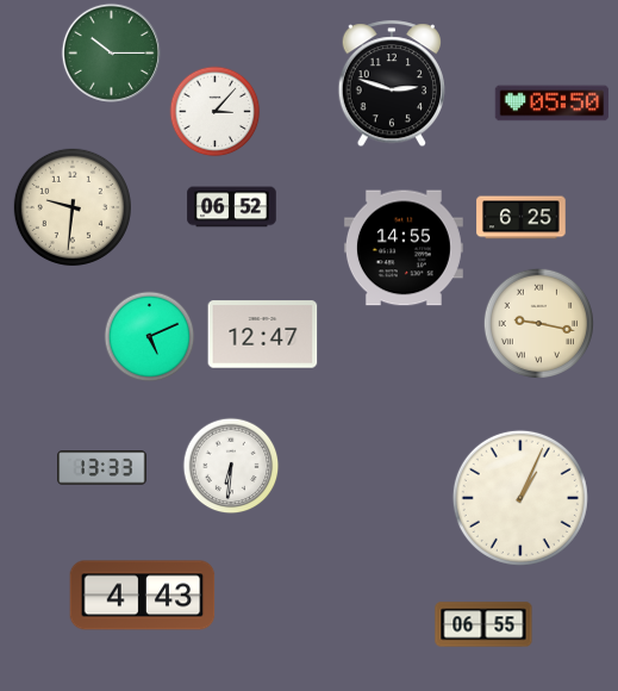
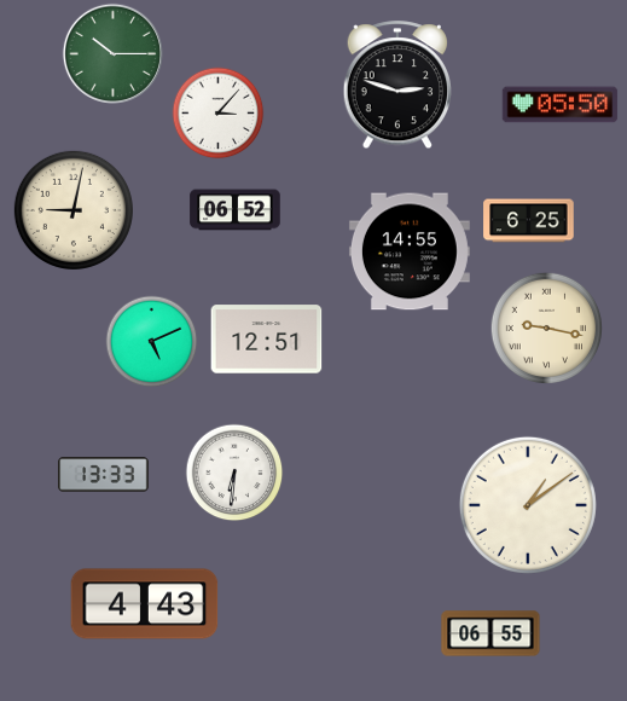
clock at (73, 207): 9:31 -> 9:02
clock at (263, 335): 12:47 -> 12:51
clock at (520, 498): 1:04 -> 1:09
